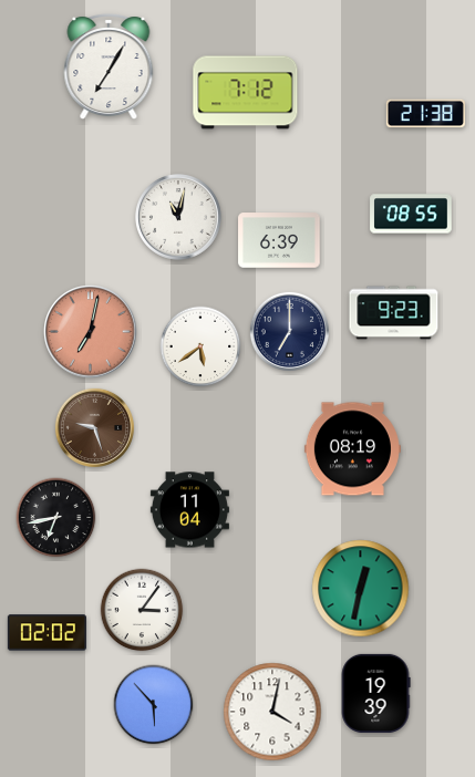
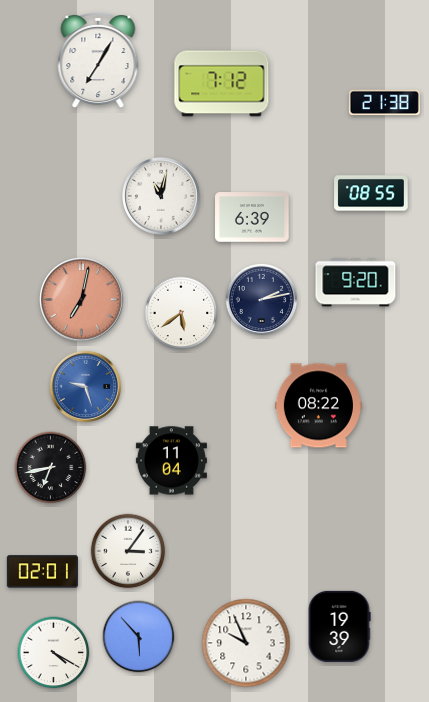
clock at (394, 313): 9:23 -> 9:20
clock at (289, 331): 7:00 -> 2:13
clock at (94, 427) dial: brown -> blue
clock at (352, 449): 08:19 -> 08:22
clock at (361, 589): 12:32 -> none
clock at (47, 633): 02:02 -> 02:01
clock at (272, 712): 4:02 -> 9:56
clock at (54, 653): none -> 4:20
